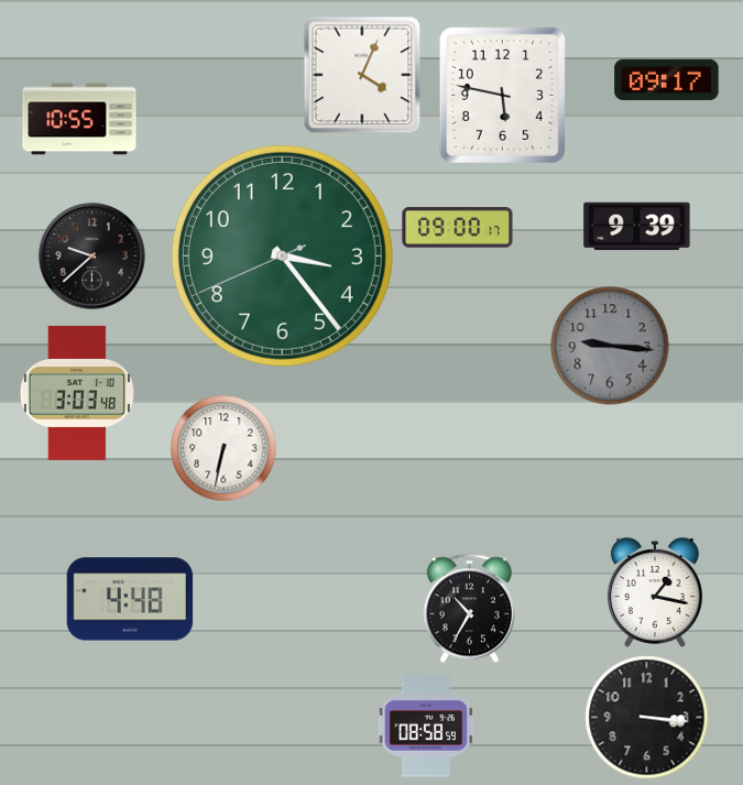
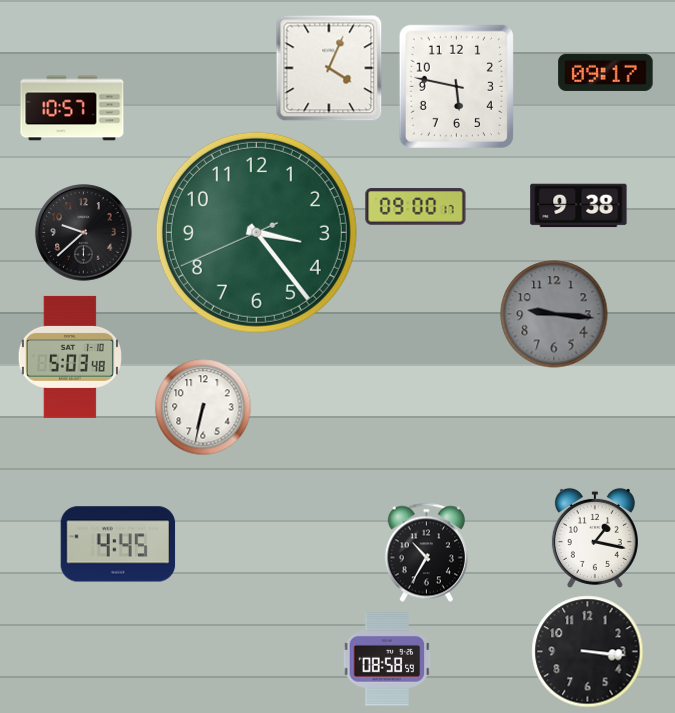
clock at (79, 119): 10:55 -> 10:57
clock at (637, 227): 9:39 -> 9:38
clock at (77, 393): 3:03 -> 5:03
clock at (130, 599): 4:48 -> 4:45
